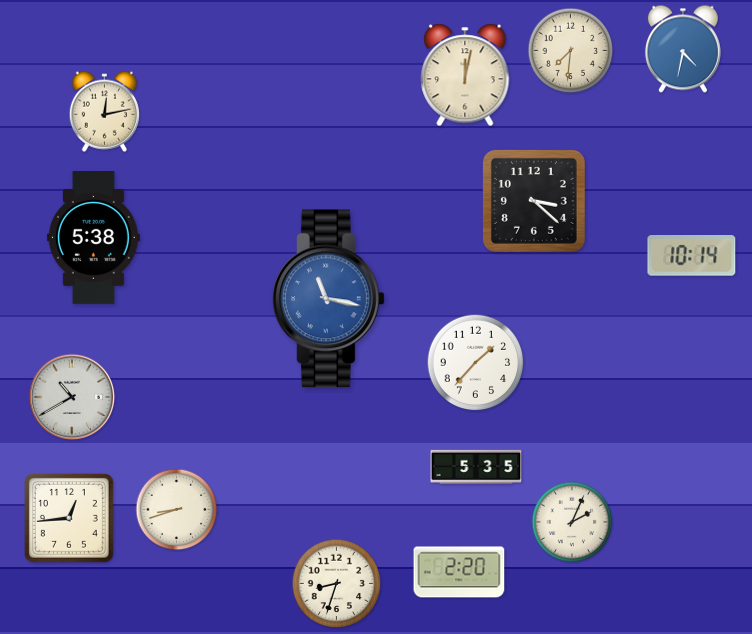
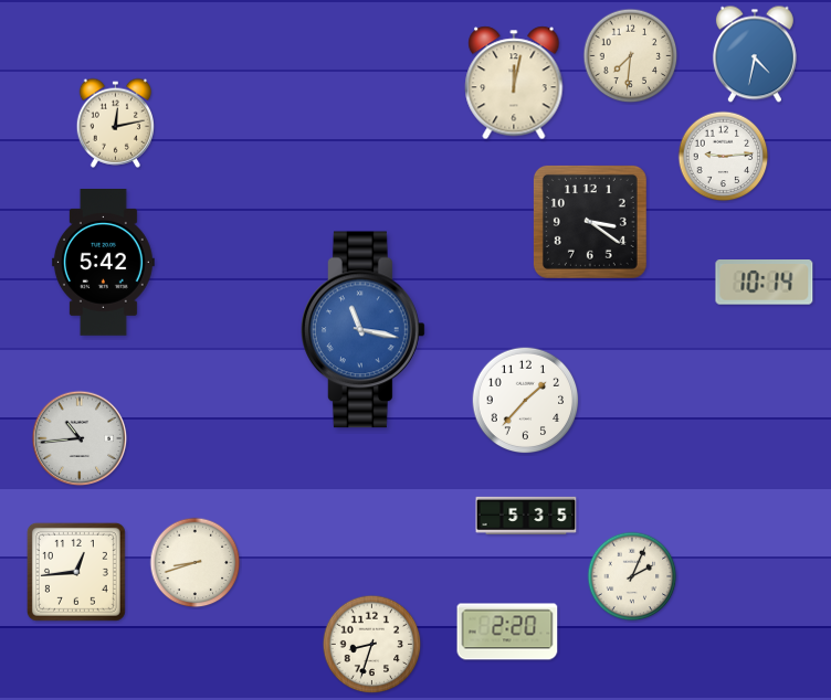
clock at (724, 157): none -> 9:14
clock at (534, 201): 3:22 -> 3:21
clock at (93, 238): 5:38 -> 5:42
clock at (72, 397): 10:40 -> 10:44
